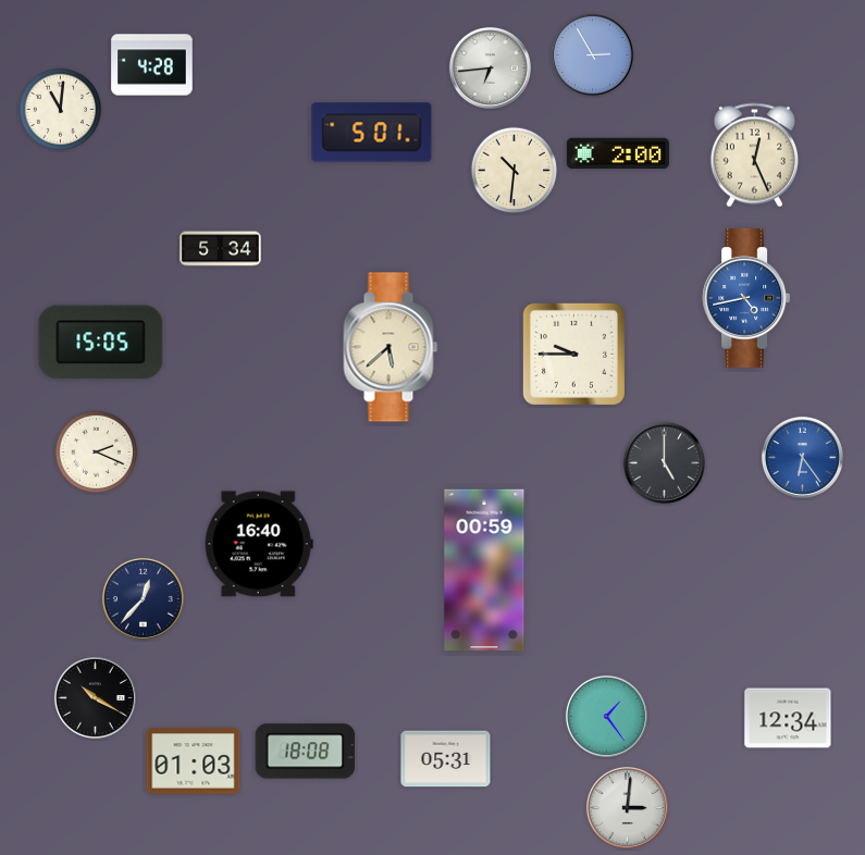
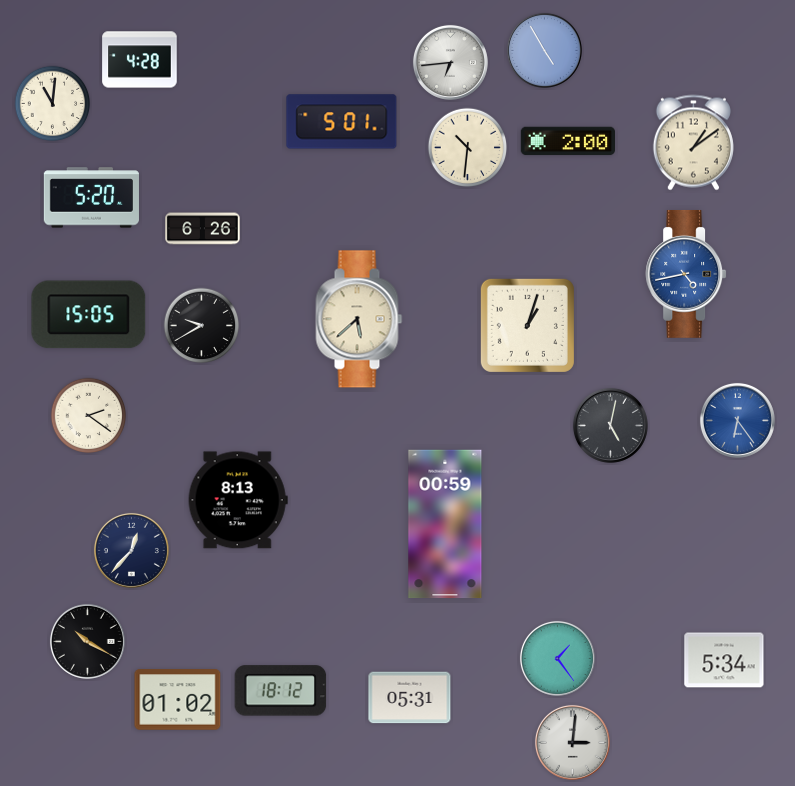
clock at (592, 54): 2:55 -> 4:55
clock at (61, 110) position: (61, 110) -> (53, 104)
clock at (754, 156): 12:26 -> 1:09
clock at (515, 171) position: (515, 171) -> (468, 148)
clock at (91, 198): none -> 5:20
clock at (221, 249): 5:34 -> 6:26
clock at (101, 343) position: (101, 343) -> (89, 315)
clock at (573, 354): 9:45 -> 1:03
clock at (202, 326): none -> 9:40
clock at (97, 453): 2:19 -> 2:21
clock at (664, 462): 5:00 -> 5:02
clock at (259, 544): 16:40 -> 8:13
clock at (788, 718): 12:34 -> 5:34
clock at (306, 752): 18:08 -> 18:12
clock at (194, 761): 01:03 -> 01:02
clock at (627, 807) position: (627, 807) -> (572, 742)
